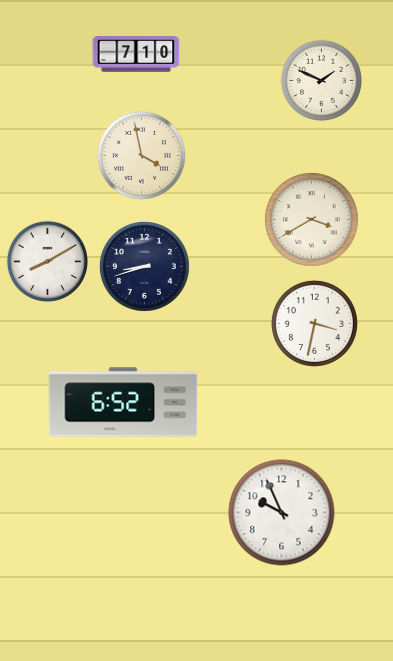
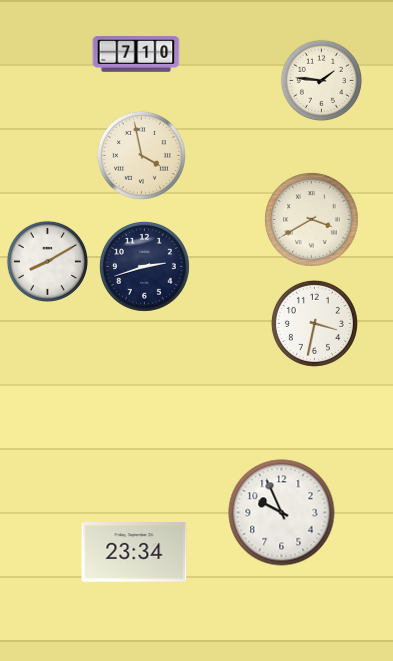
clock at (321, 80): 1:49 -> 1:46
clock at (144, 266): 8:42 -> 2:42
clock at (123, 402): 6:52 -> none
clock at (134, 552): none -> 23:34
